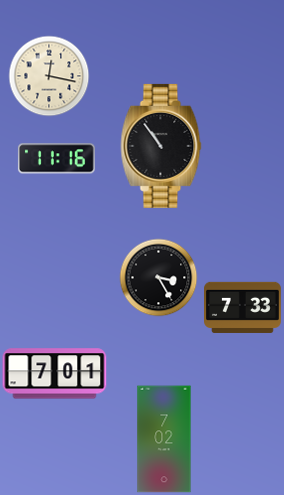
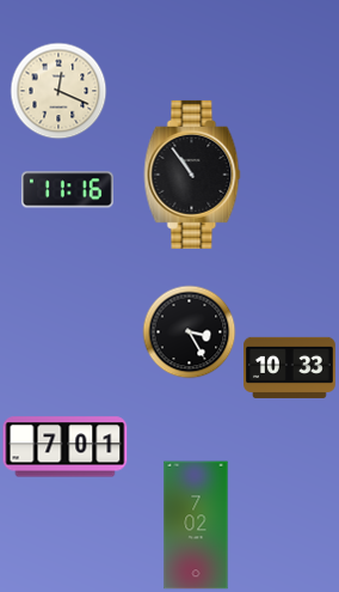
clock at (49, 76): 12:17 -> 12:19
clock at (243, 307): 7:33 -> 10:33
